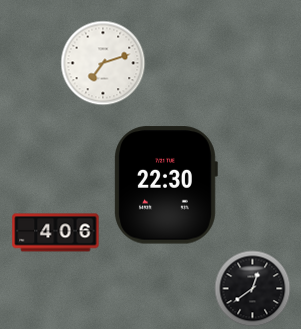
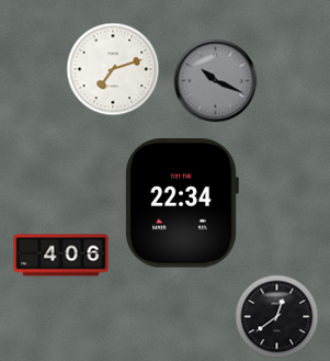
clock at (216, 81): none -> 10:19
clock at (166, 185): 22:30 -> 22:34
